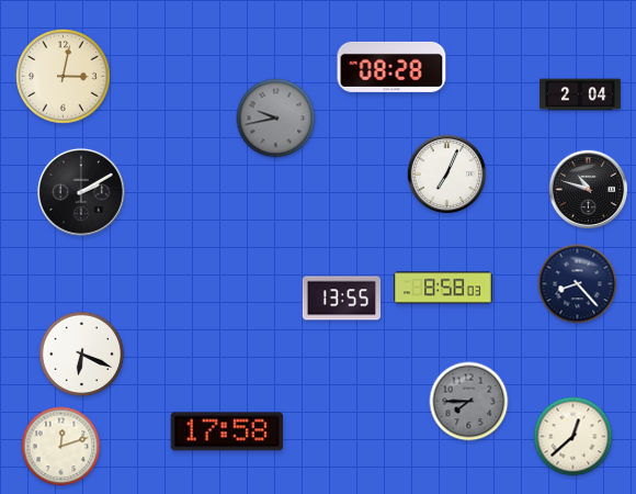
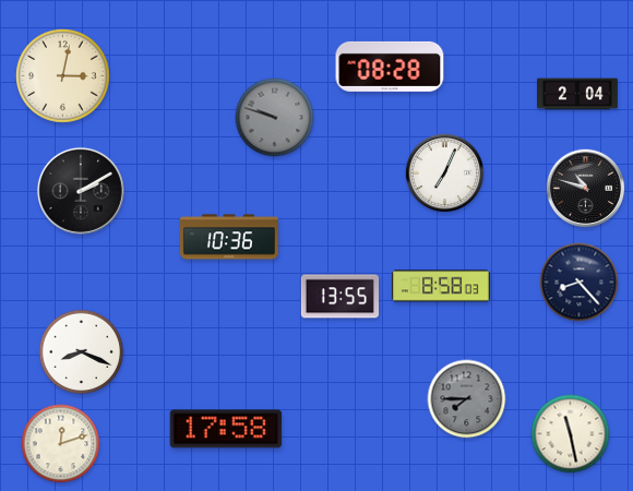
clock at (276, 119): 9:43 -> 9:48
clock at (229, 237): none -> 10:36
clock at (578, 284) position: (578, 284) -> (580, 283)
clock at (82, 355): 6:19 -> 8:19
clock at (573, 437): 12:38 -> 11:28
